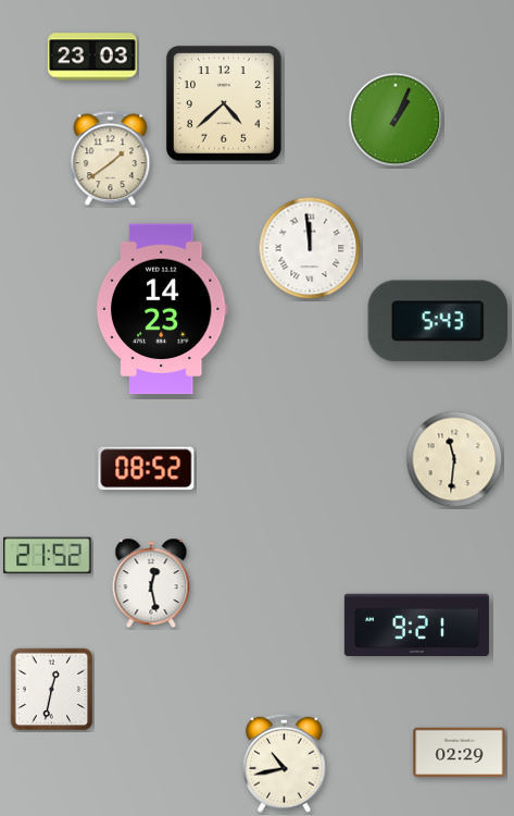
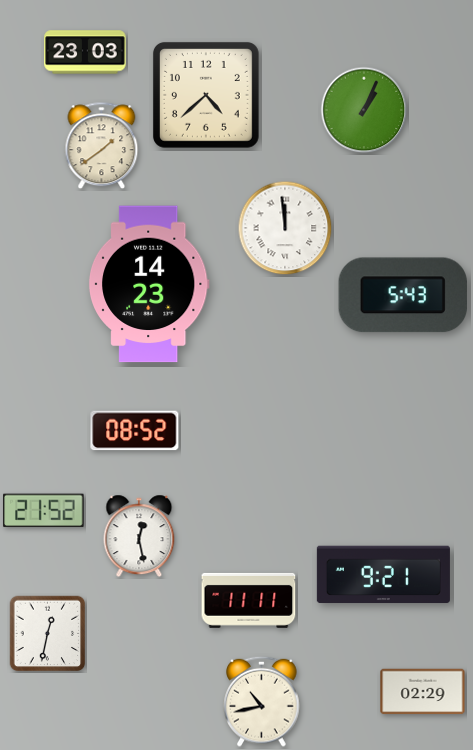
clock at (454, 459): 11:31 -> none
clock at (249, 600): none -> 11:11
